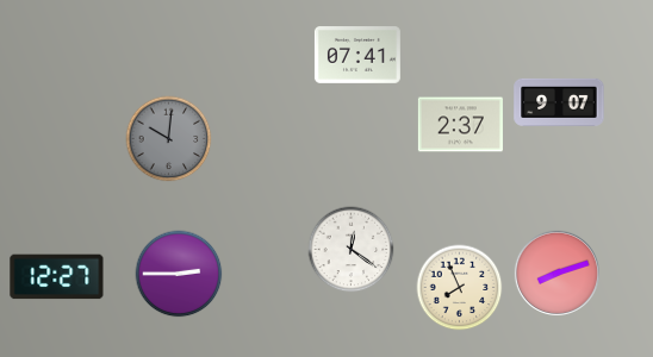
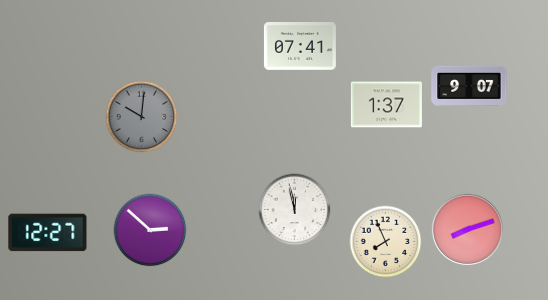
clock at (460, 125): 2:37 -> 1:37
clock at (352, 250): 12:21 -> 11:58
clock at (179, 274): 2:45 -> 2:52
